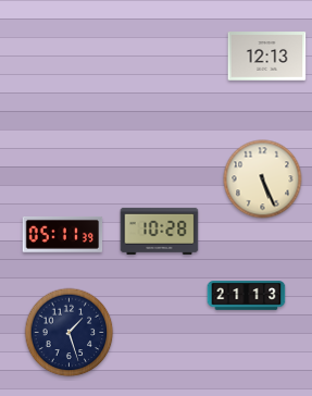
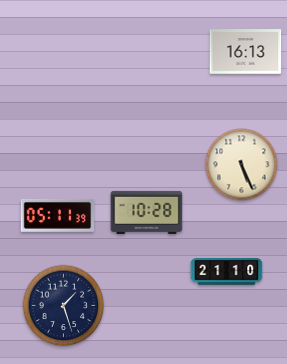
clock at (267, 57): 12:13 -> 16:13
clock at (247, 296): 21:13 -> 21:10
